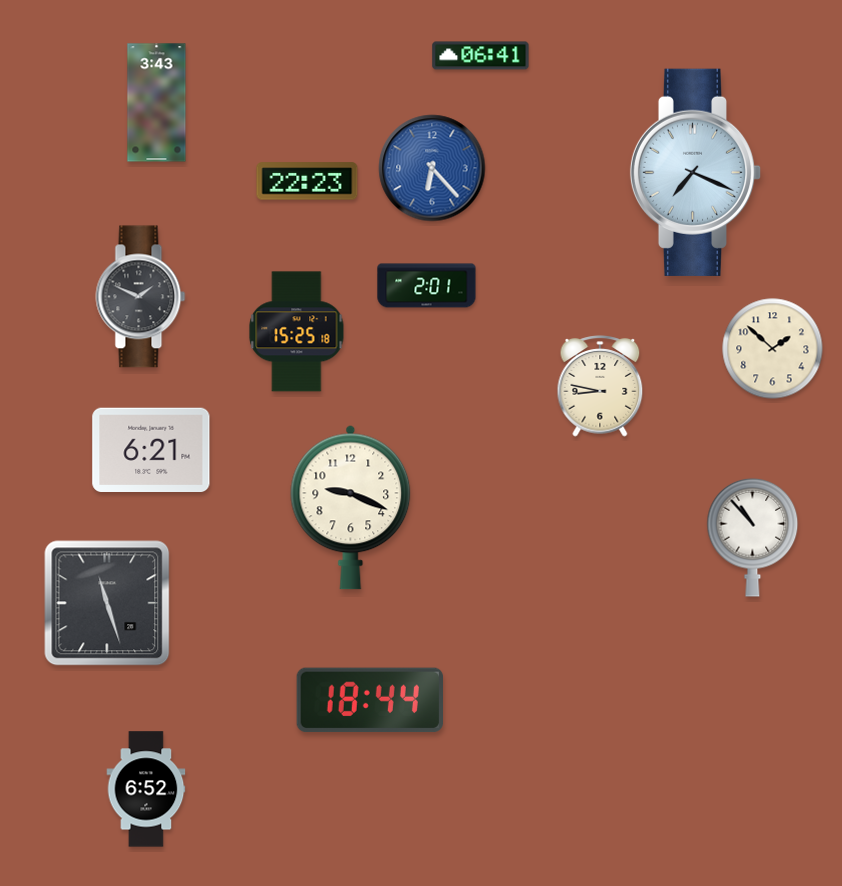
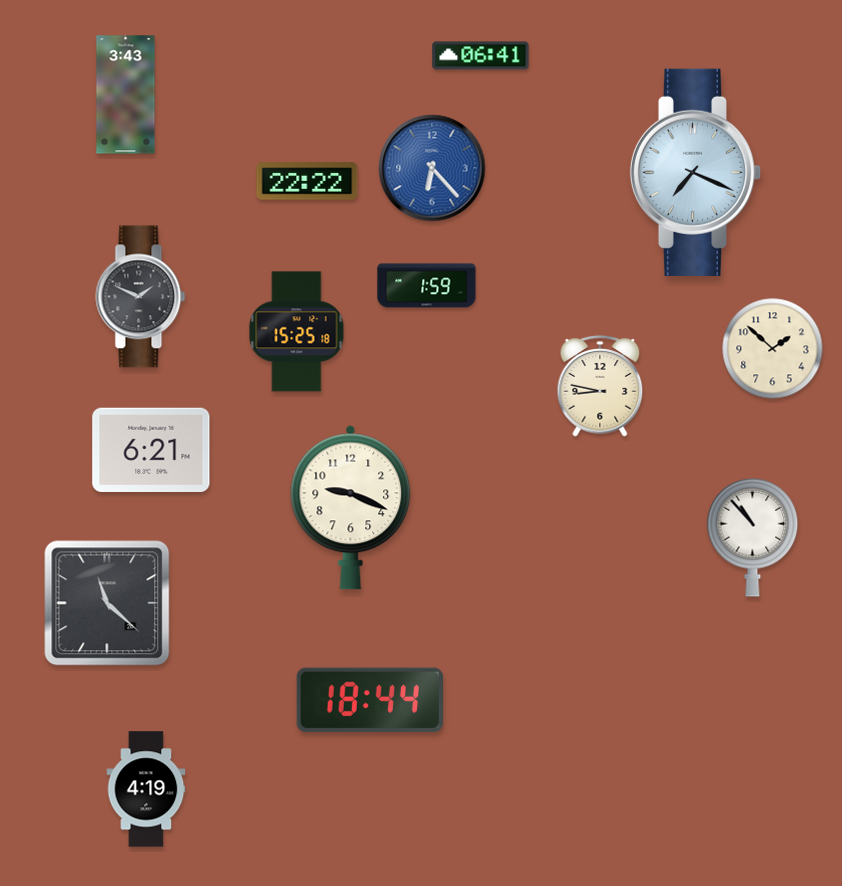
clock at (157, 103) position: (157, 103) -> (126, 95)
clock at (307, 181): 22:23 -> 22:22
clock at (427, 286): 2:01 -> 1:59
clock at (107, 603): 11:27 -> 11:22
clock at (146, 789): 6:52 -> 4:19
